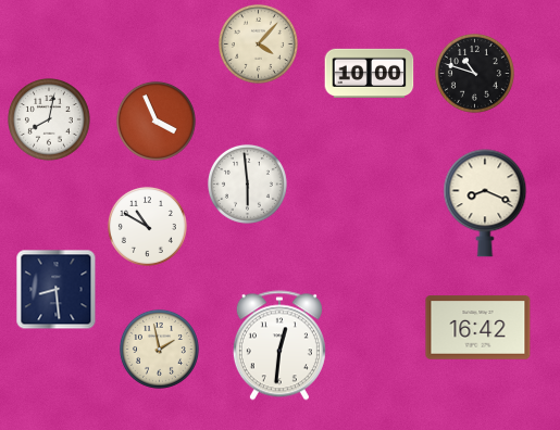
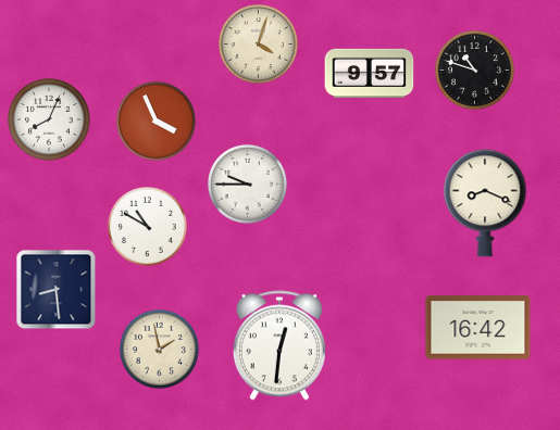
clock at (258, 43): 4:07 -> 4:03
clock at (370, 73): 10:00 -> 9:57
clock at (474, 73) position: (474, 73) -> (474, 69)
clock at (50, 121): 8:02 -> 8:04
clock at (247, 184): 5:59 -> 9:45
